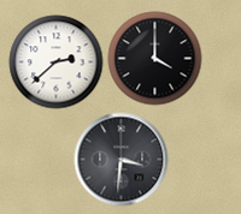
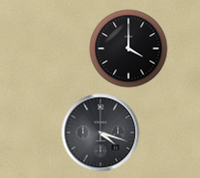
clock at (55, 61): 2:38 -> none
clock at (120, 159): 3:31 -> 4:18
